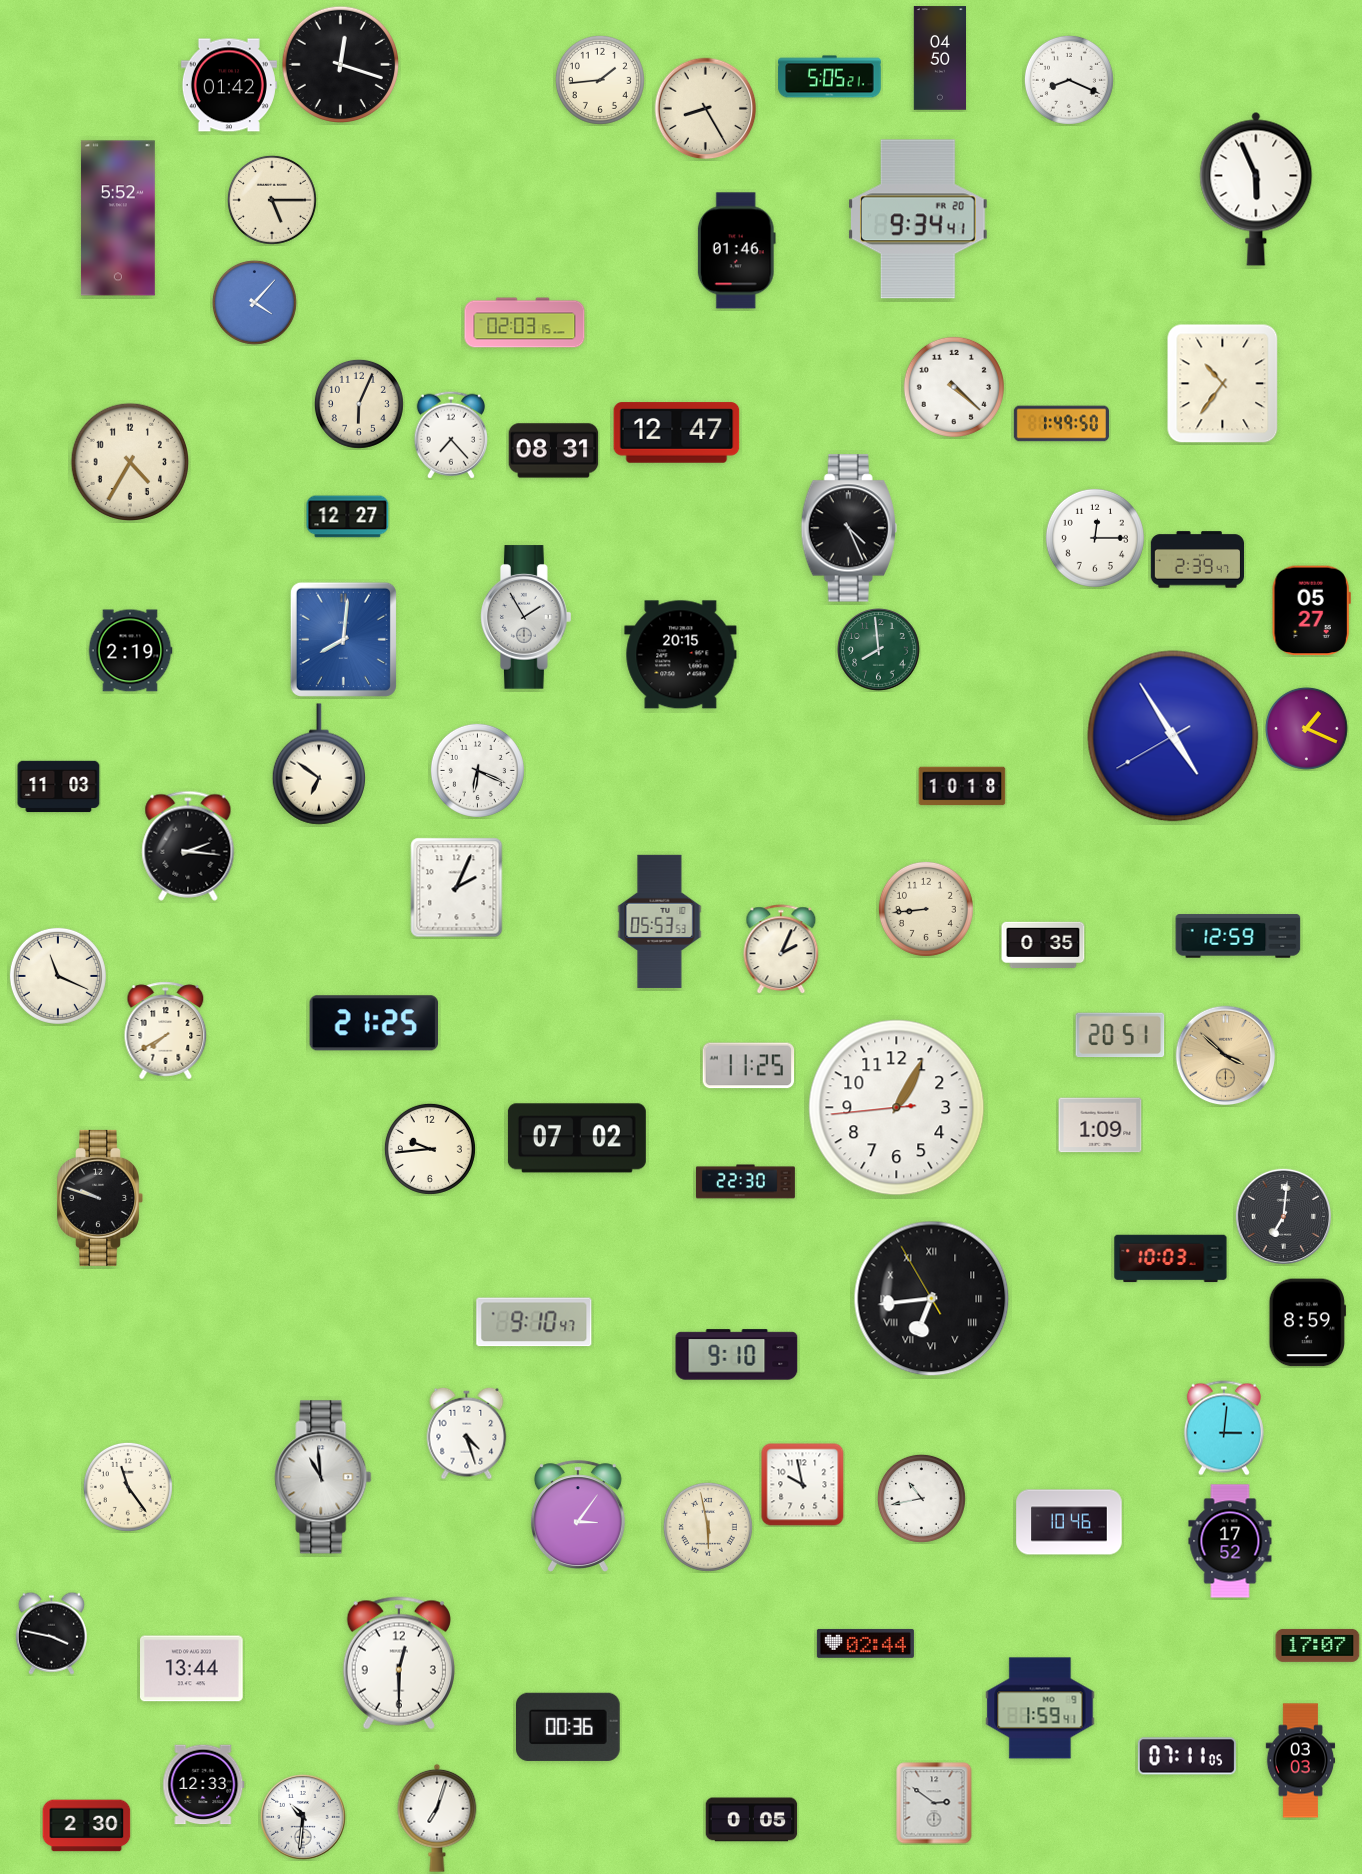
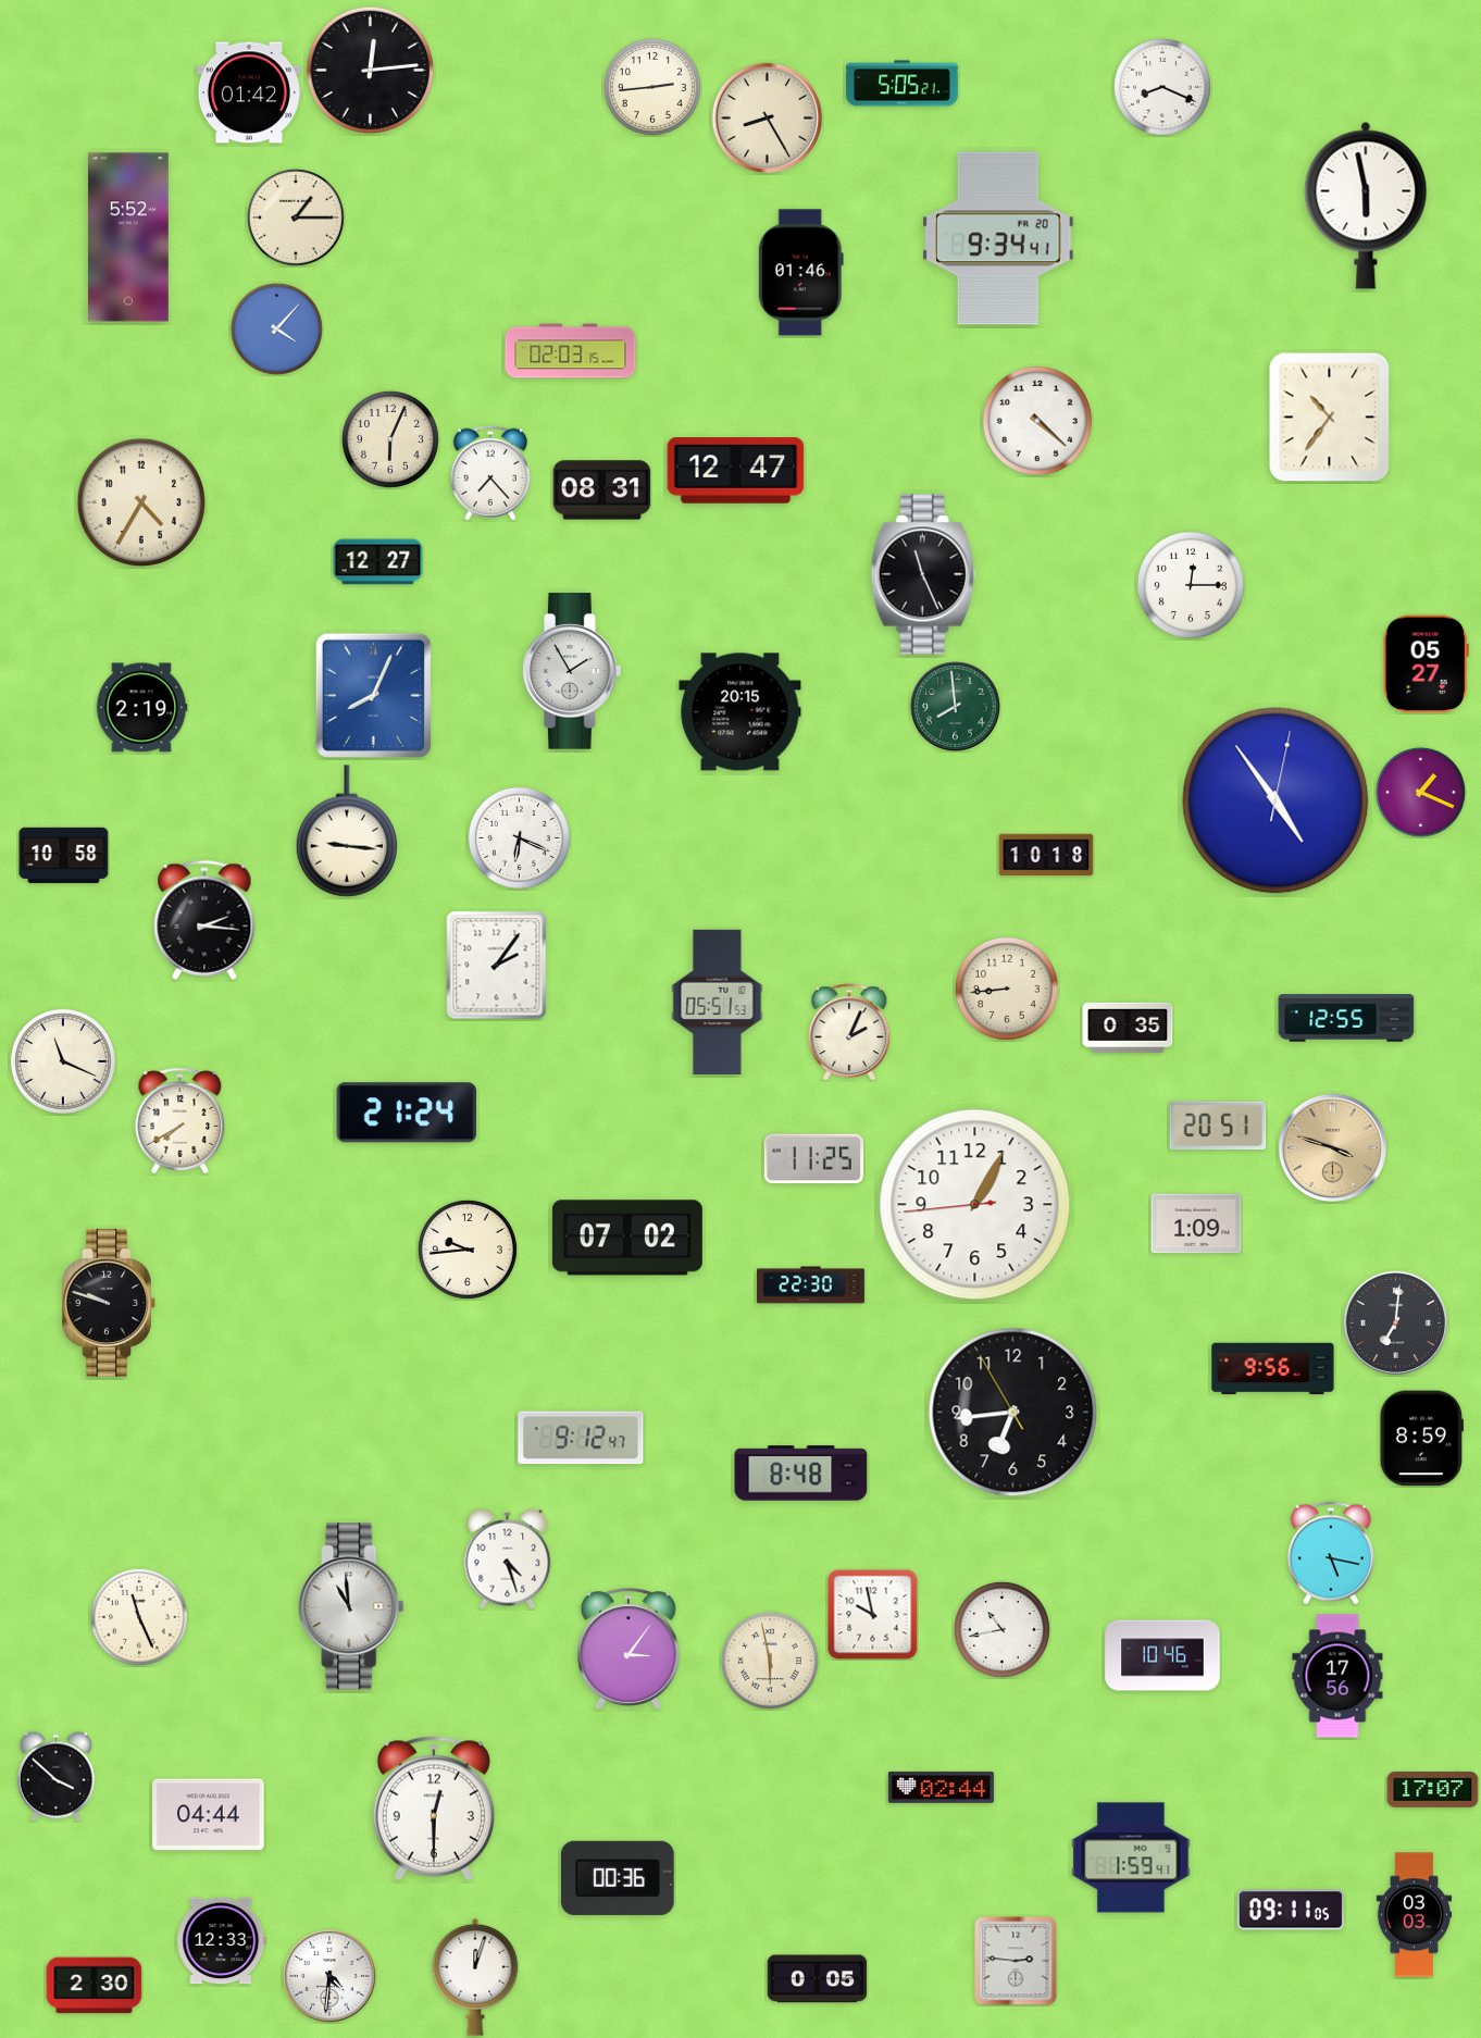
clock at (939, 58): 04:50 -> none
clock at (340, 64): 12:18 -> 12:14
clock at (600, 80): 1:44 -> 2:44
clock at (1256, 189): 5:56 -> 5:58
clock at (272, 200): 5:15 -> 1:15
clock at (1061, 424): 1:49 -> none
clock at (849, 528): 4:26 -> 11:26
clock at (1198, 560): 2:39 -> none
clock at (343, 639): 8:01 -> 8:04
clock at (1173, 736): 4:54:40 -> 4:54:02
clock at (318, 764): 6:51 -> 9:16
clock at (59, 787): 11:03 -> 10:58
clock at (457, 888): 2:04 -> 2:06
clock at (660, 921): 05:53 -> 05:51
clock at (1238, 936): 12:59 -> 12:55
clock at (1043, 944) position: (1043, 944) -> (1128, 1027)
clock at (373, 1023): 21:25 -> 21:24
clock at (1226, 1056): 3:52 -> 3:48
clock at (1171, 1259): 10:03 -> 9:56
clock at (932, 1299) numerals: Roman -> Arabic
clock at (534, 1322): 9:10 -> 9:12
clock at (737, 1355): 9:10 -> 8:48
clock at (1224, 1428): 3:01 -> 5:17
clock at (128, 1487): 11:24 -> 11:26
clock at (1230, 1541): 17:52 -> 17:56
clock at (51, 1633): 3:47 -> 3:52
clock at (192, 1669): 13:44 -> 04:44
clock at (1187, 1756): 07:11 -> 09:11
clock at (934, 1803): 2:51 -> 2:46
clock at (304, 1818): 10:31 -> 4:31
clock at (437, 1818): 7:03 -> 12:03
